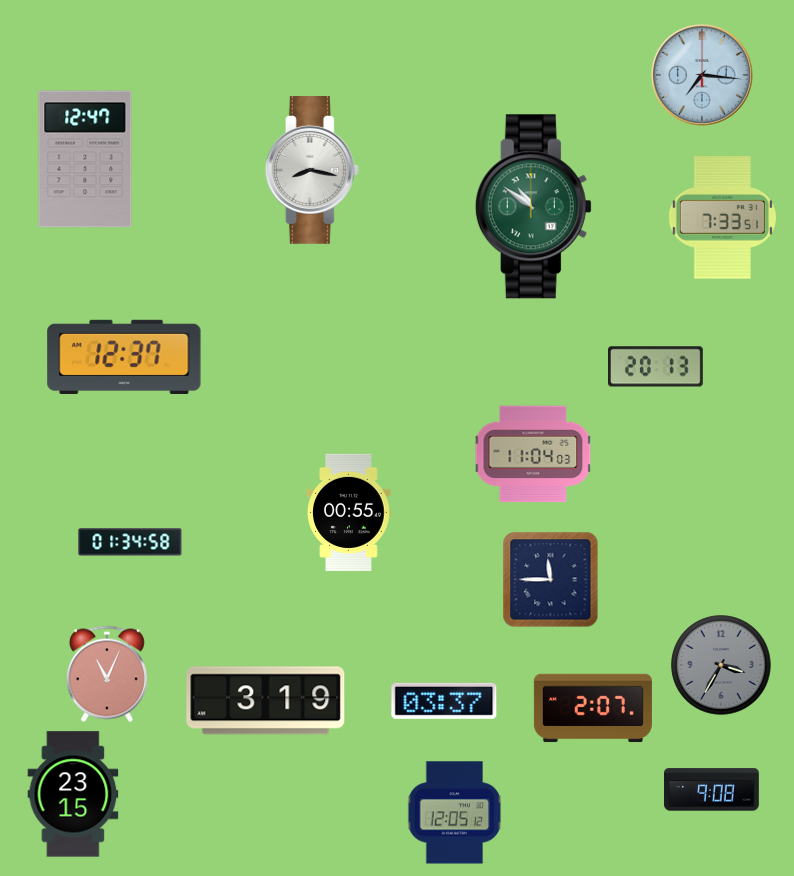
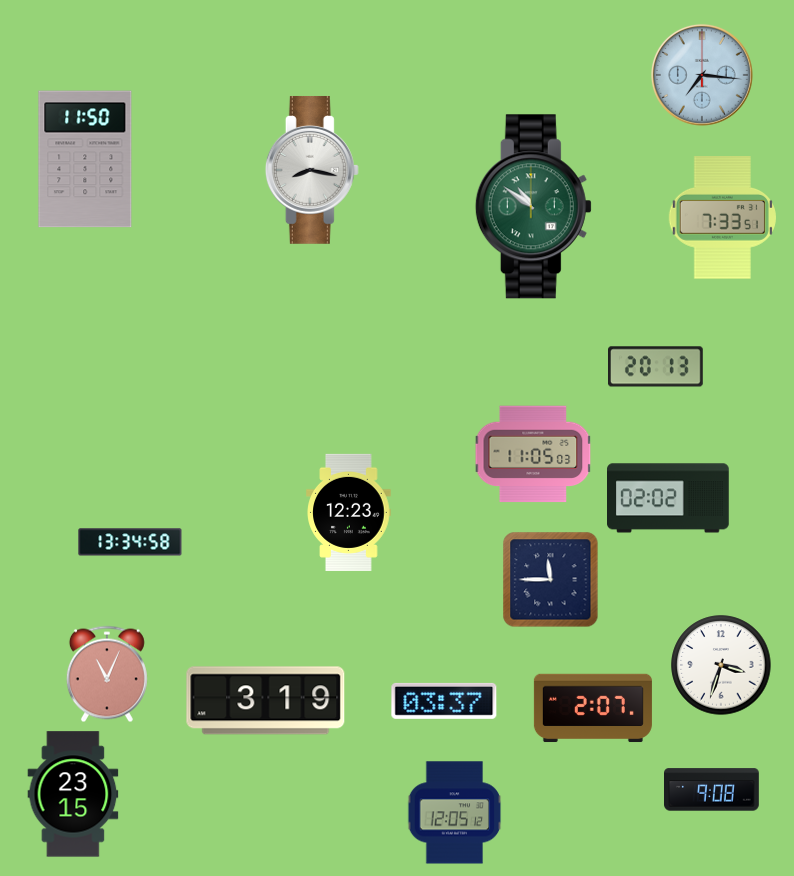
clock at (85, 159): 12:47 -> 11:50
clock at (124, 357): 12:37 -> none
clock at (533, 454): 11:04 -> 11:05
clock at (669, 498): none -> 02:02
clock at (349, 512): 00:55 -> 12:23
clock at (130, 542): 01:34 -> 13:34
clock at (721, 665): 3:35 -> 3:33
clock at (721, 665) dial: grey -> white
